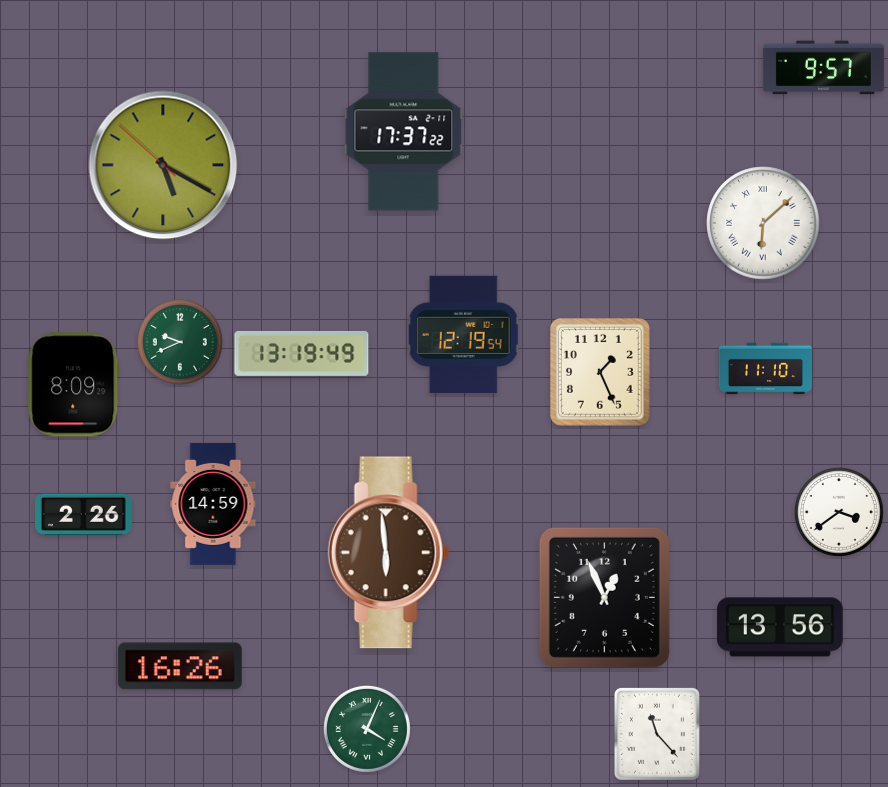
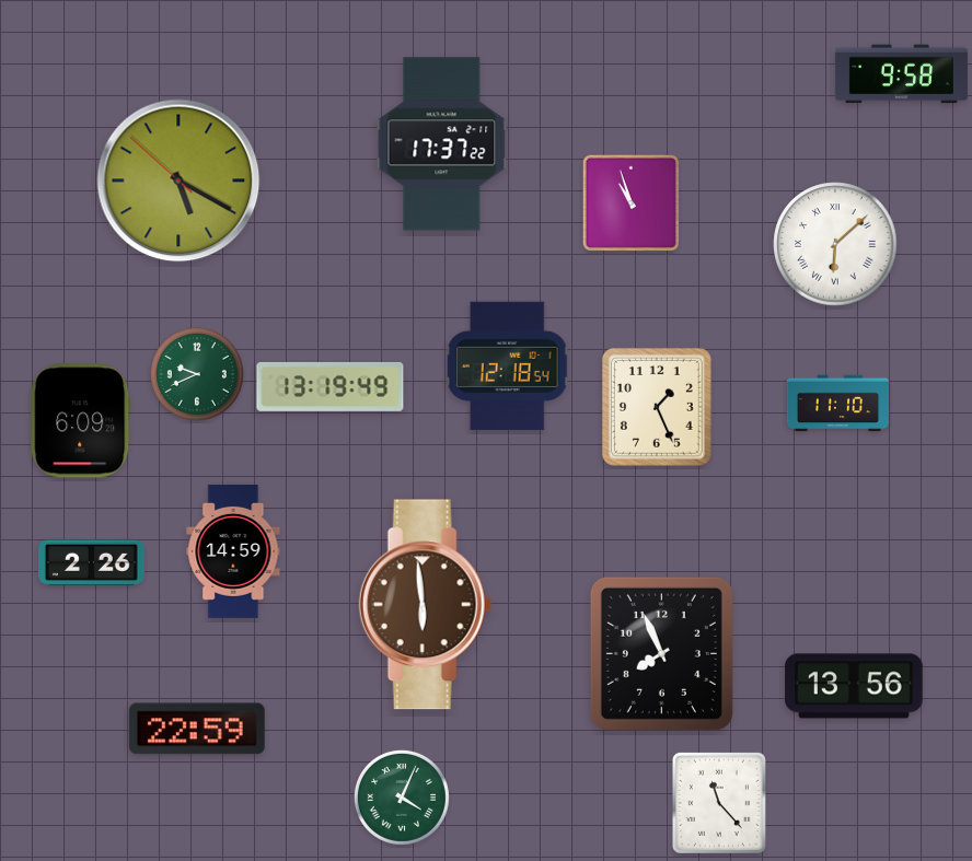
clock at (823, 68): 9:57 -> 9:58
clock at (630, 202): none -> 10:57
clock at (463, 335): 12:19 -> 12:18
clock at (74, 385): 8:09 -> 6:09
clock at (839, 512): 3:39 -> none
clock at (604, 597): 12:56 -> 7:56
clock at (180, 666): 16:26 -> 22:59
